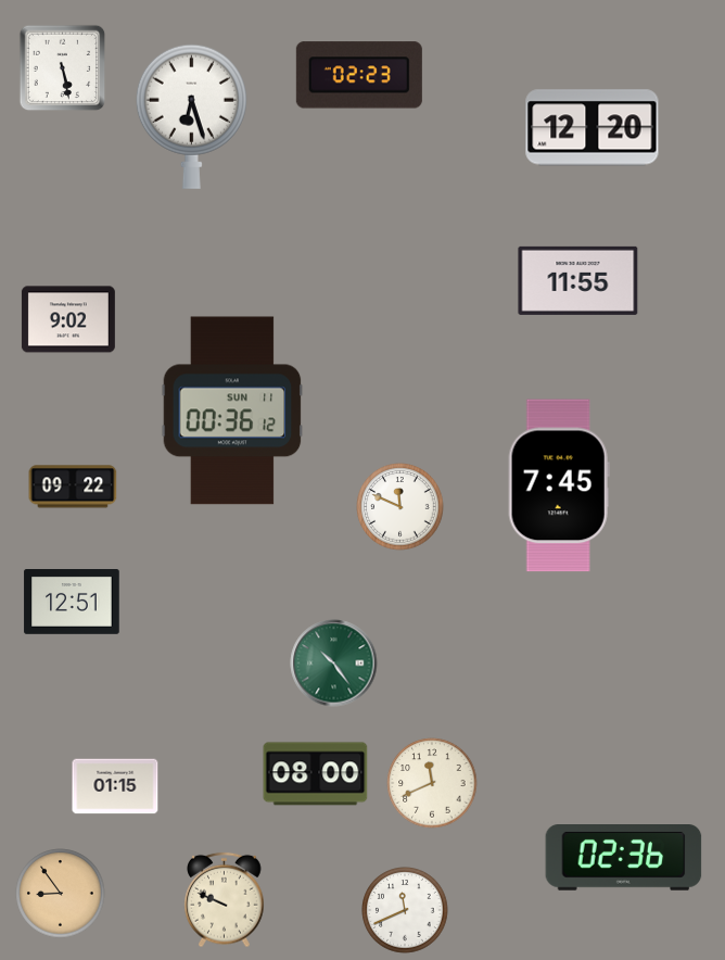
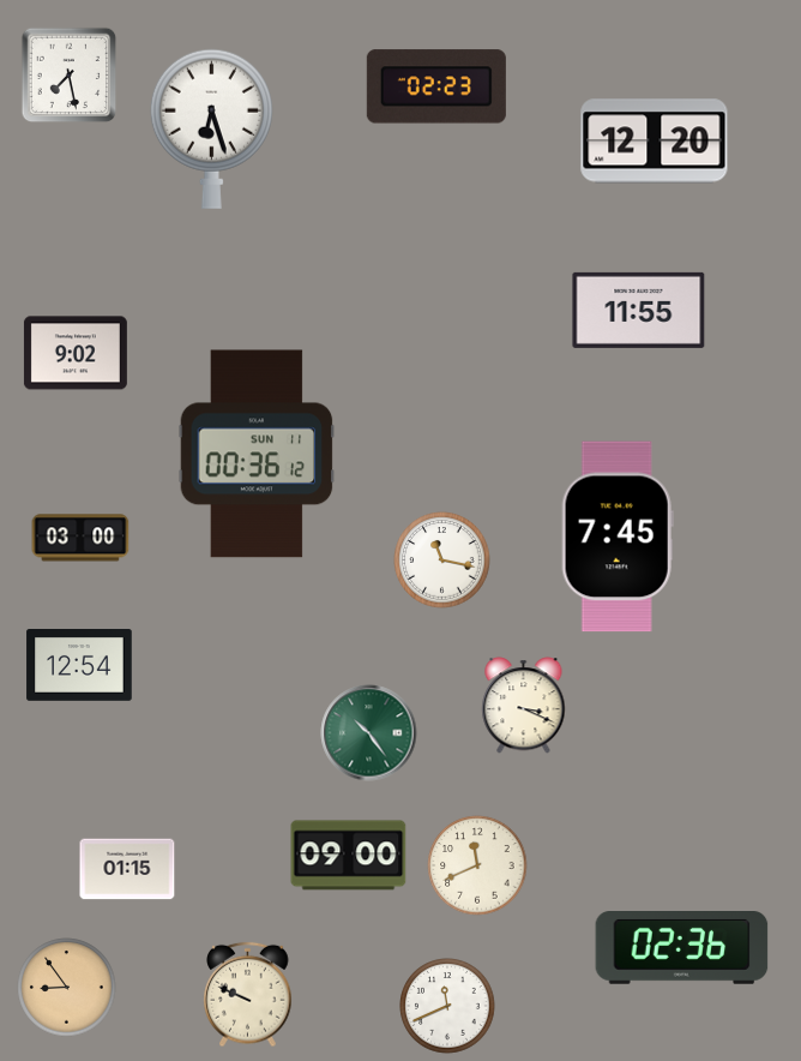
clock at (63, 68): 5:28 -> 7:28
clock at (359, 75) position: (359, 75) -> (436, 86)
clock at (73, 487): 09:22 -> 03:00
clock at (400, 507): 11:49 -> 11:17
clock at (72, 603): 12:51 -> 12:54
clock at (524, 706): none -> 3:19
clock at (316, 774): 08:00 -> 09:00
clock at (624, 858) position: (624, 858) -> (682, 948)
